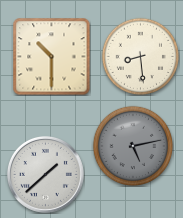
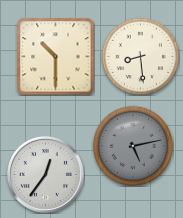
clock at (51, 56) position: (51, 56) -> (55, 56)
clock at (45, 174): 1:38 -> 12:36
